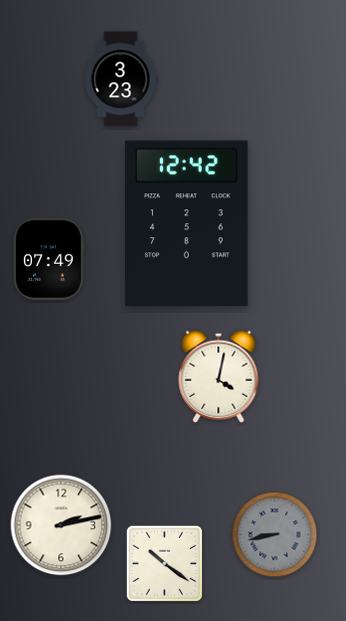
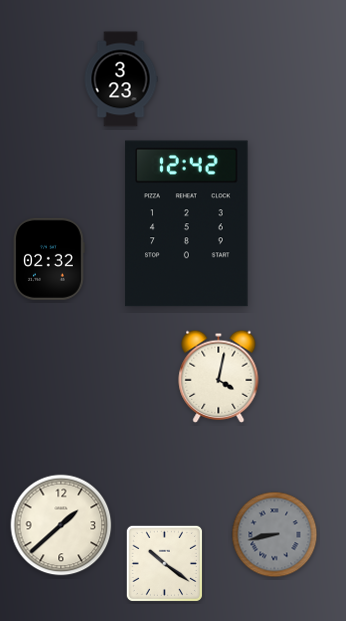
clock at (49, 259): 07:49 -> 02:32
clock at (61, 525): 2:13 -> 1:38
